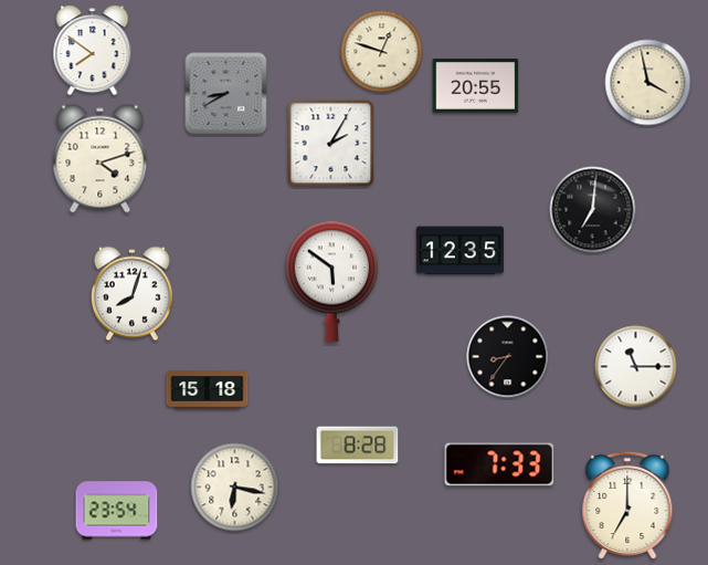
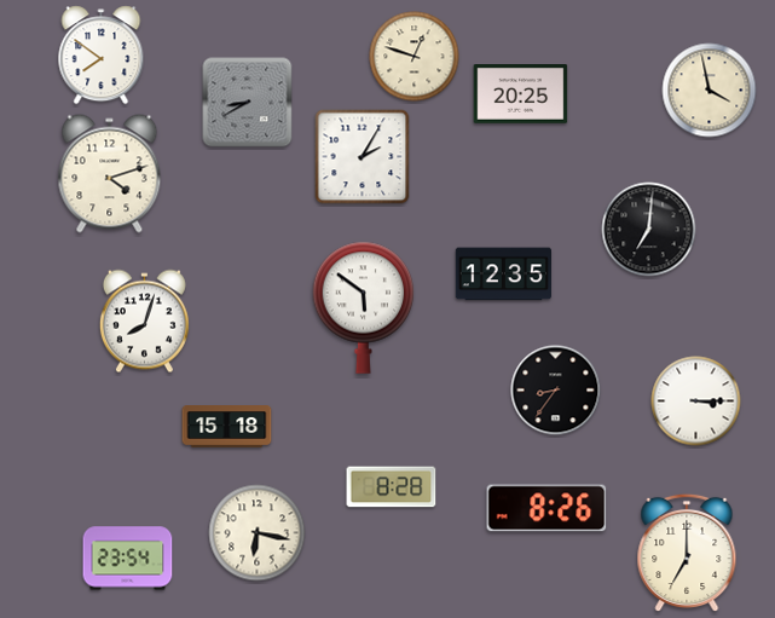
clock at (382, 52) position: (382, 52) -> (415, 57)
clock at (476, 86): 20:55 -> 20:25
clock at (636, 367): 11:15 -> 3:15
clock at (499, 464): 7:33 -> 8:26
